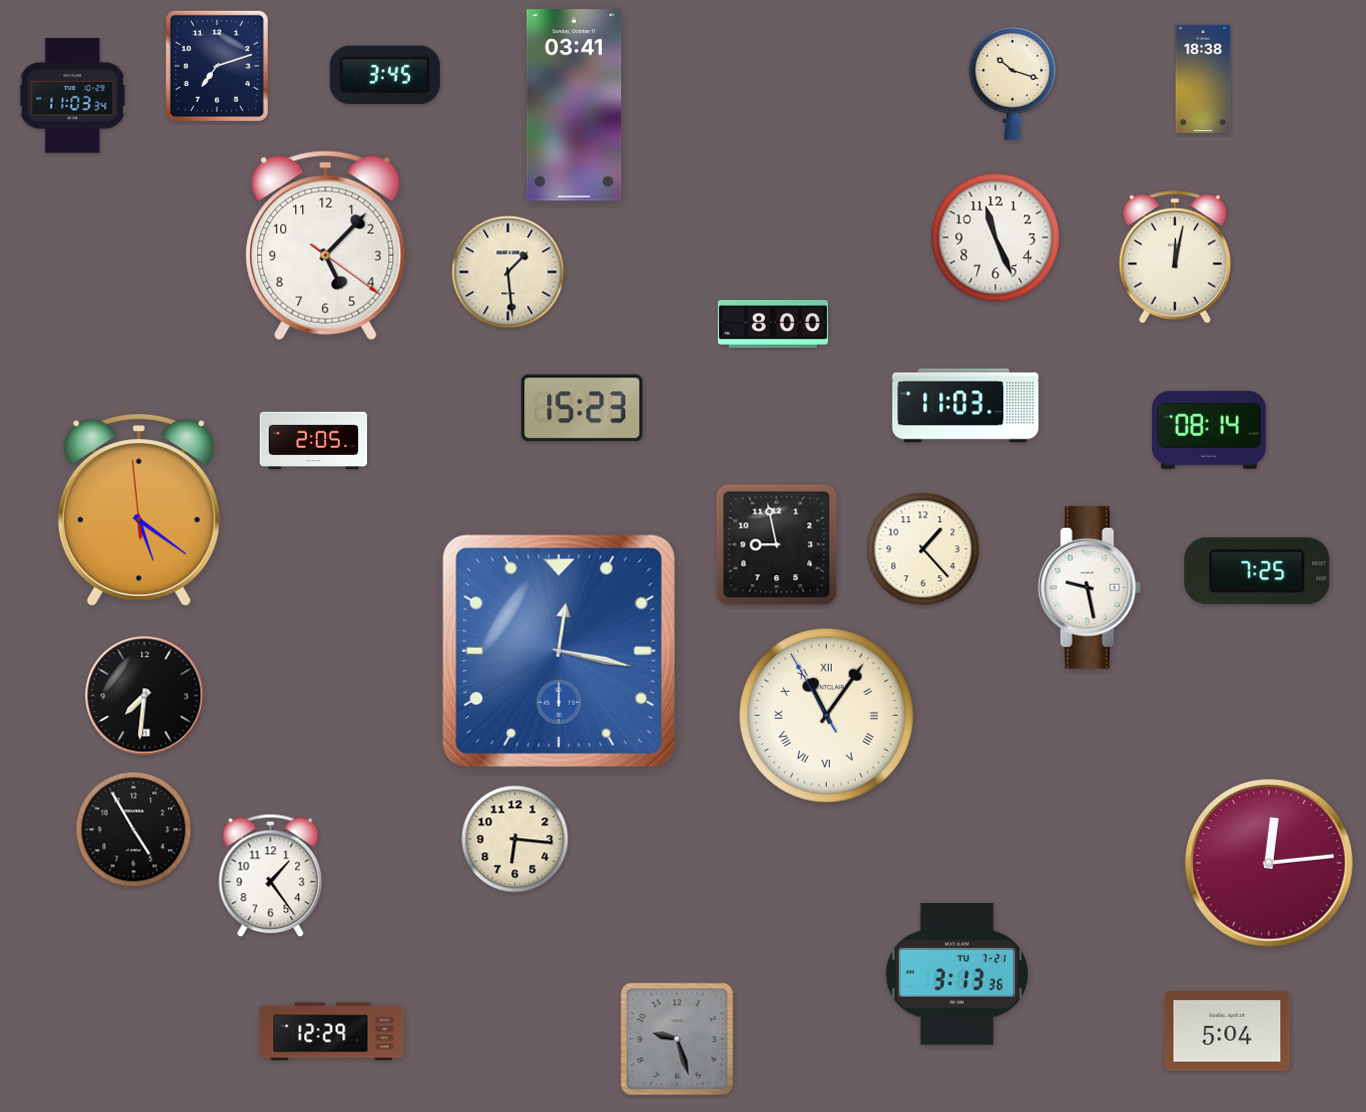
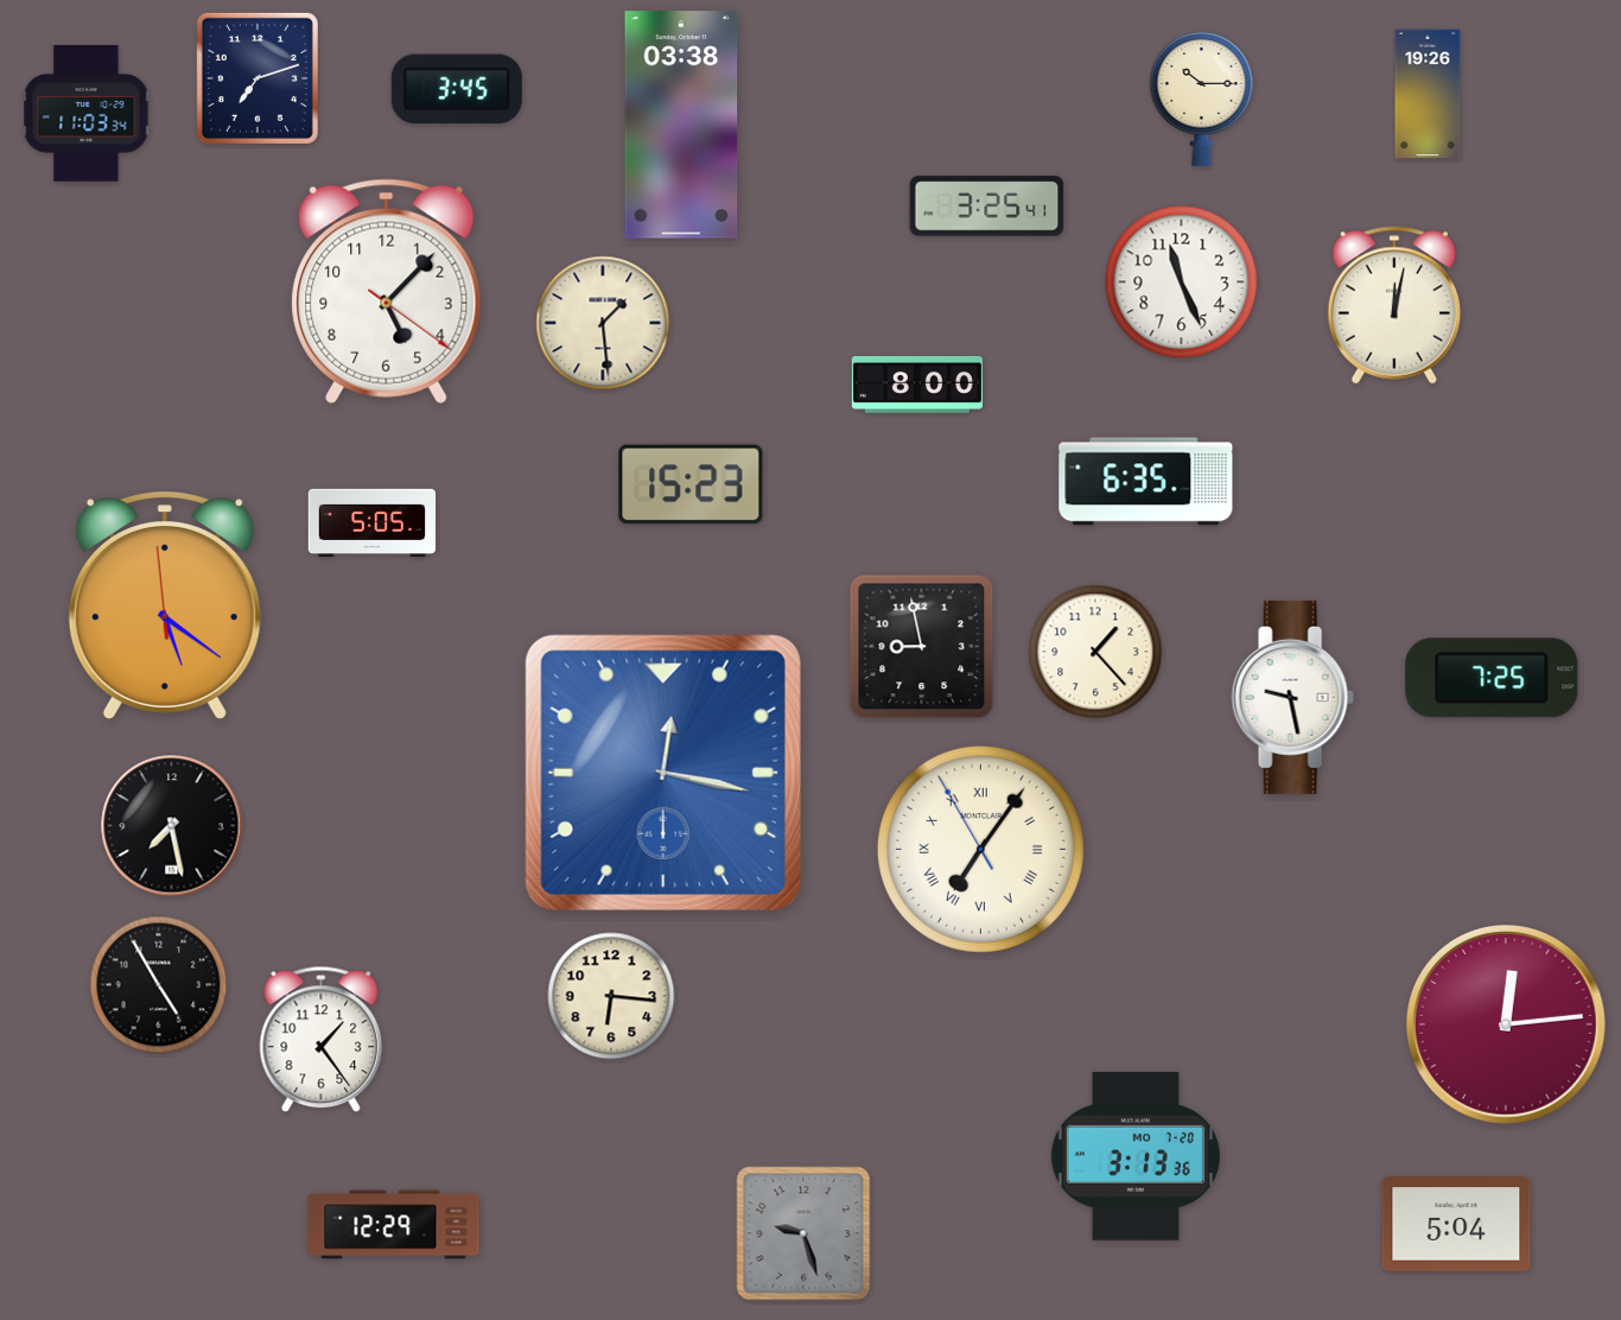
clock at (1203, 79): 18:38 -> 19:26
clock at (1013, 83): 10:18 -> 10:15
clock at (574, 105): 03:41 -> 03:38
clock at (987, 207): none -> 3:25
clock at (966, 406): 11:03 -> 6:35
clock at (1209, 430): 08:14 -> none
clock at (314, 441): 2:05 -> 5:05
clock at (145, 696): 7:31 -> 7:28
clock at (826, 715): 11:05 -> 7:05
clock at (957, 974) date: TU 7-21 -> MO 7-20
